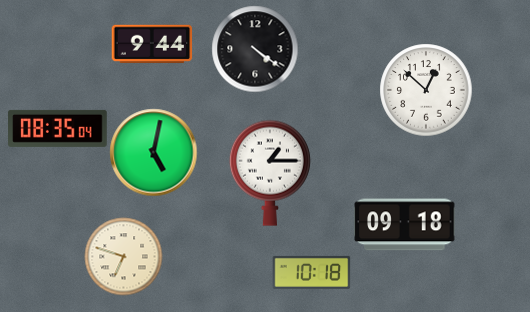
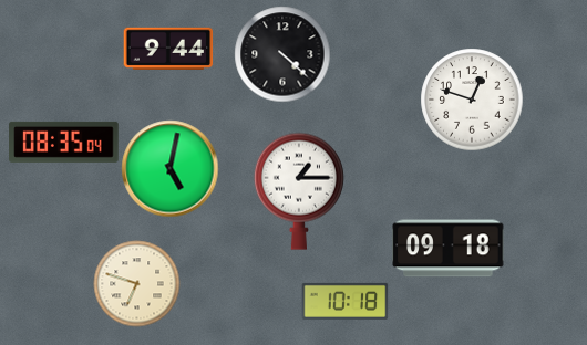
clock at (255, 49): 4:21 -> 4:22
clock at (426, 90): 12:52 -> 12:48
